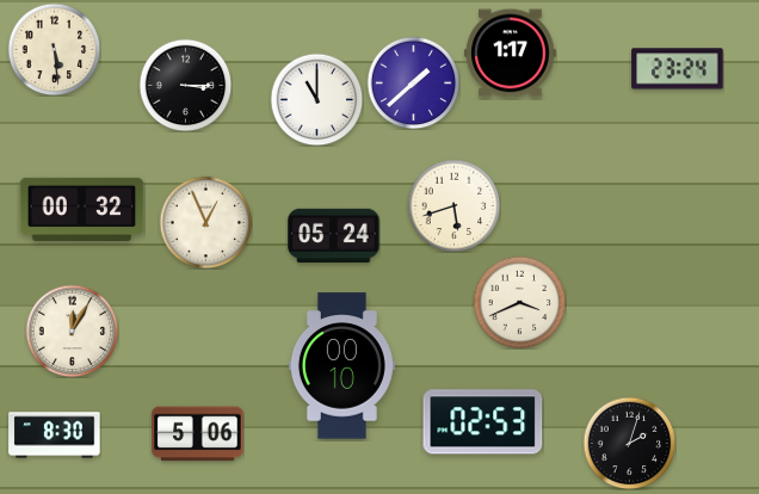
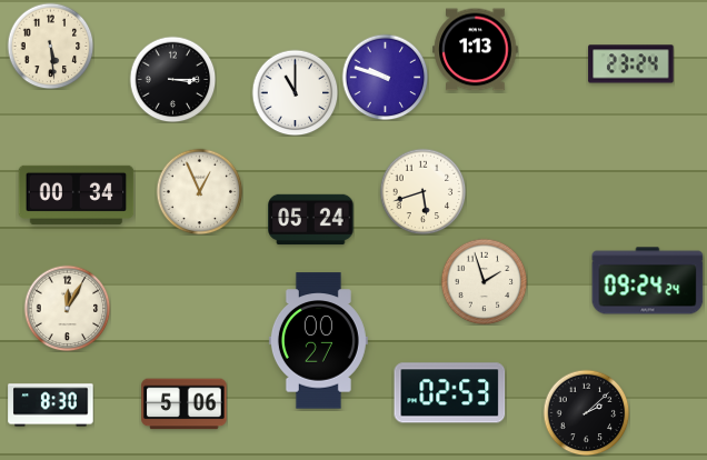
clock at (511, 54): 1:17 -> 1:13
clock at (413, 82): 1:38 -> 9:48
clock at (82, 209): 00:32 -> 00:34
clock at (205, 222) position: (205, 222) -> (199, 191)
clock at (519, 302): 3:41 -> 1:57
clock at (648, 281): none -> 09:24
clock at (341, 366): 00:10 -> 00:27
clock at (629, 443): 2:03 -> 2:08
